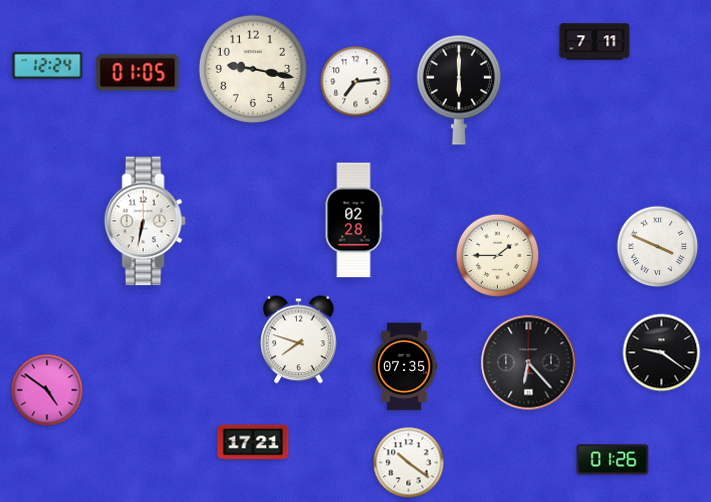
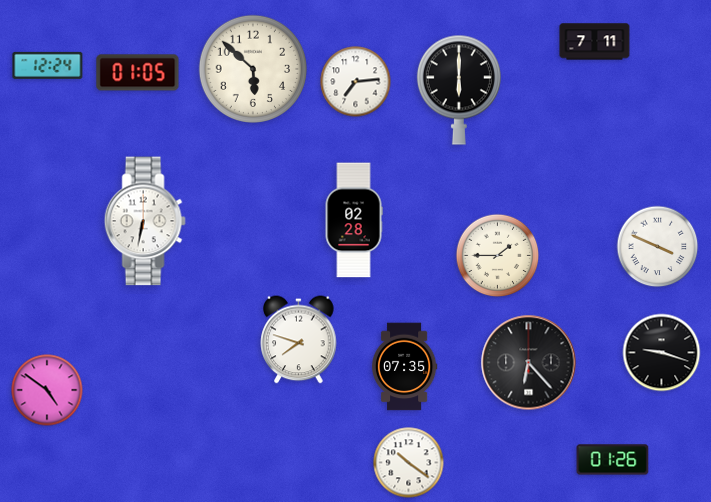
clock at (252, 68): 9:17 -> 5:52
clock at (662, 353): 9:21 -> 9:18
clock at (253, 442): 17:21 -> none
